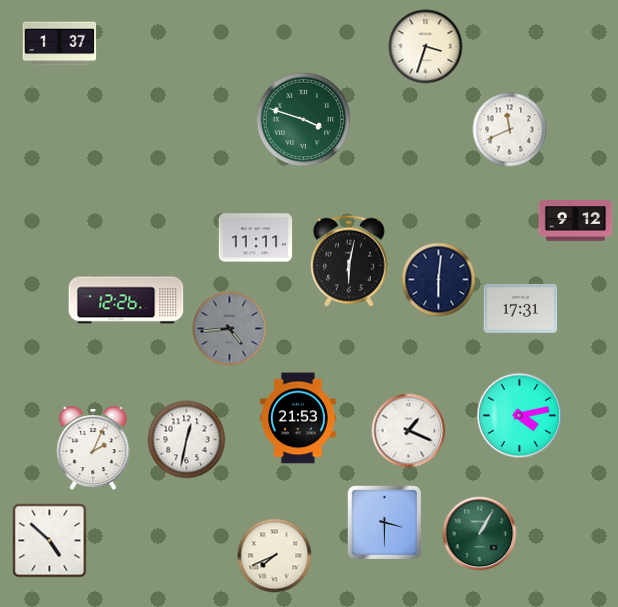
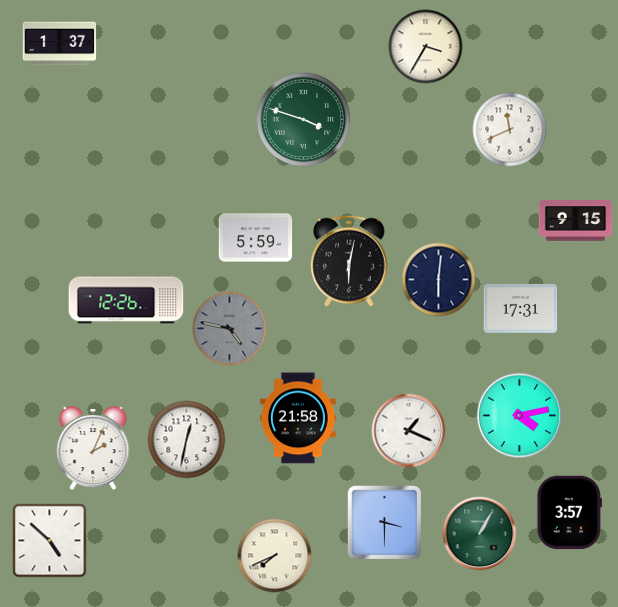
clock at (426, 47): 3:33 -> 3:35
clock at (576, 221): 9:12 -> 9:15
clock at (256, 238): 11:11 -> 5:59
clock at (230, 329): 4:44 -> 4:47
clock at (298, 418): 21:53 -> 21:58
clock at (569, 513): none -> 3:57
